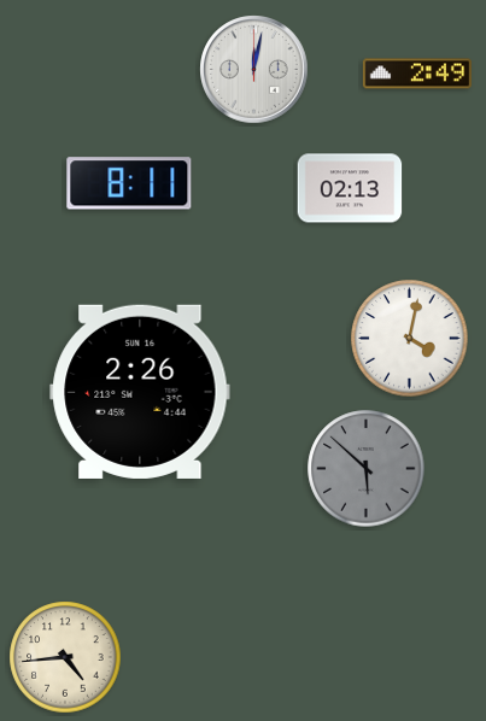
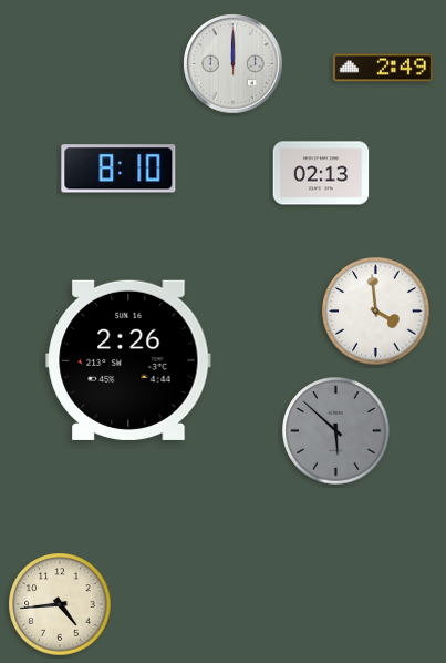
clock at (254, 70): 12:02 -> 12:00
clock at (129, 183): 8:11 -> 8:10
clock at (410, 339): 4:02 -> 3:59
